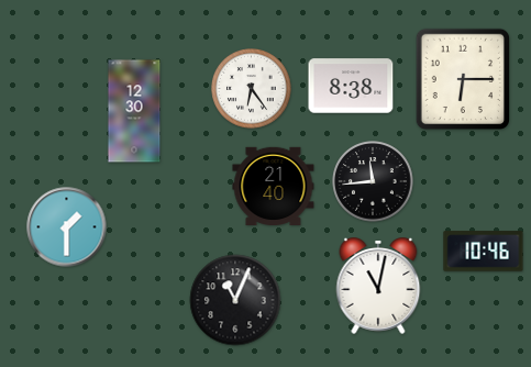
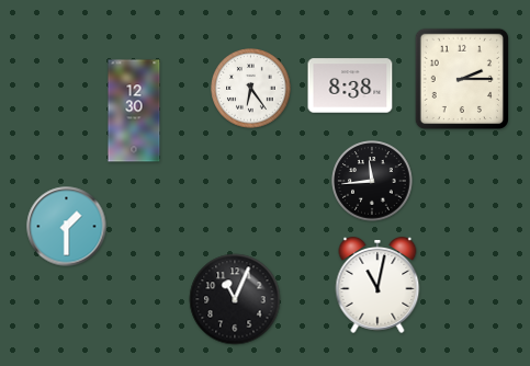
clock at (462, 78): 6:15 -> 2:15
clock at (274, 186): 21:40 -> none
clock at (484, 252): 10:46 -> none
